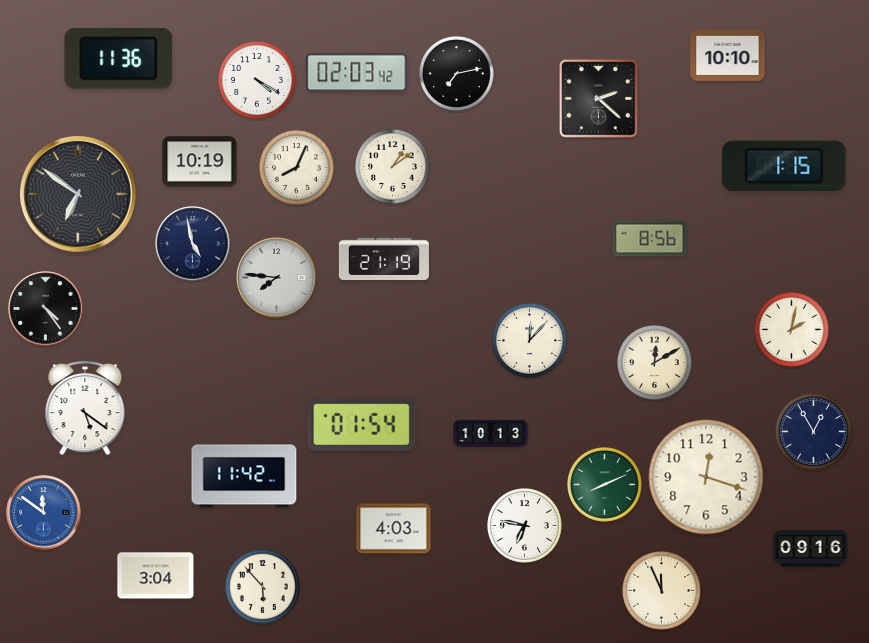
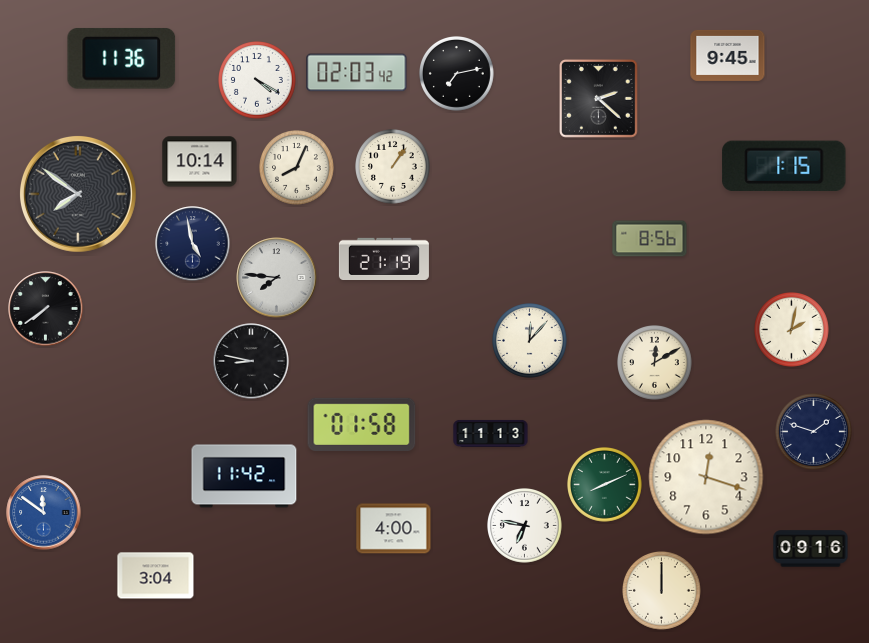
clock at (728, 55): 10:10 -> 9:45
clock at (119, 58) position: (119, 58) -> (122, 58)
clock at (200, 162): 10:19 -> 10:14
clock at (393, 167): 1:09 -> 1:06
clock at (78, 194): 6:51 -> 7:51
clock at (46, 309): 4:24 -> 7:39
clock at (251, 361): none -> 8:47
clock at (85, 408): 5:21 -> none
clock at (362, 424): 01:54 -> 01:58
clock at (814, 432): 12:55 -> 1:48
clock at (491, 433): 10:13 -> 11:13
clock at (394, 529): 4:03 -> 4:00
clock at (263, 587): 5:53 -> none
clock at (662, 591): 11:56 -> 12:00
